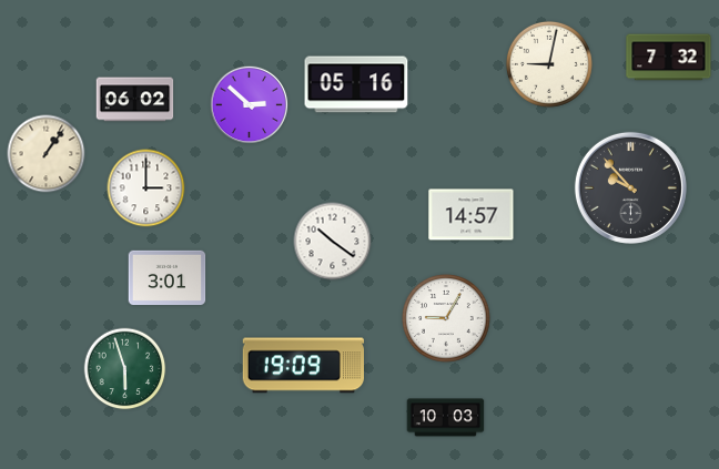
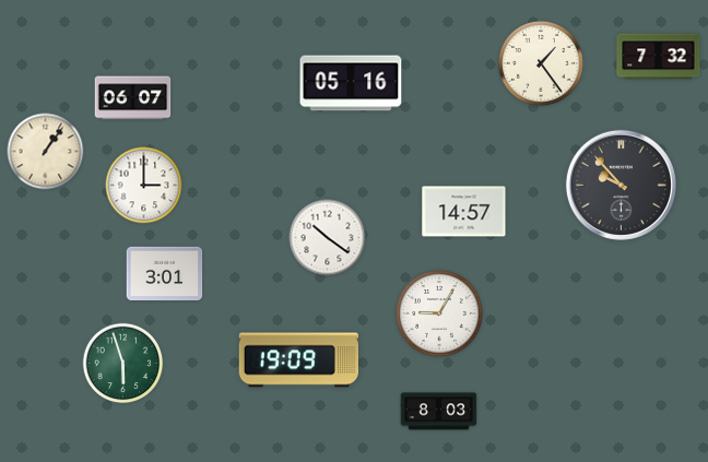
clock at (549, 64): 9:02 -> 1:24
clock at (135, 100): 06:02 -> 06:07
clock at (250, 105): 2:52 -> none
clock at (446, 418): 10:03 -> 8:03
